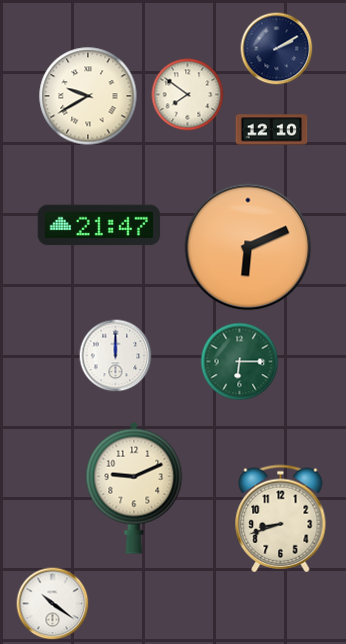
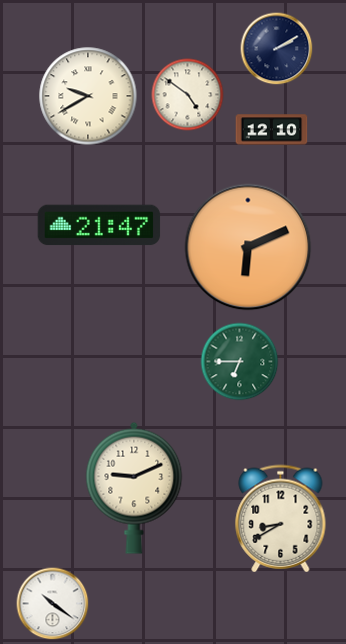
clock at (188, 95): 7:51 -> 4:51
clock at (116, 356): 12:00 -> none
clock at (240, 362): 6:15 -> 6:45
clock at (281, 519): 8:42 -> 8:40
